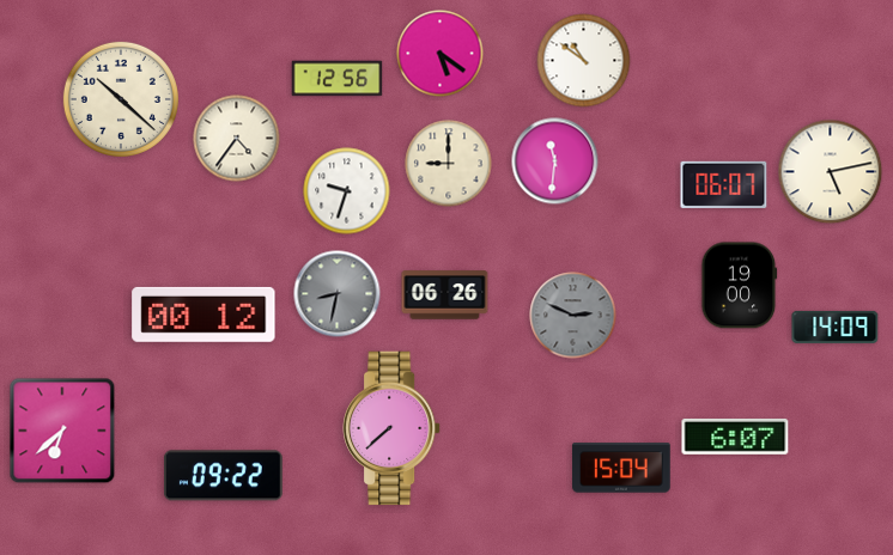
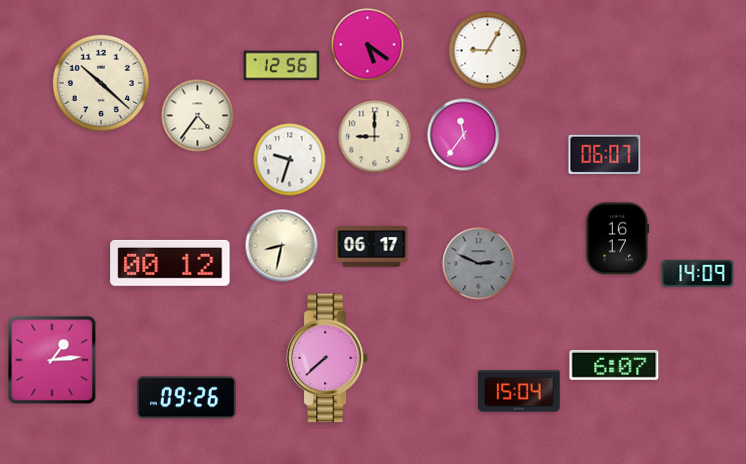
clock at (584, 61): 10:51 -> 9:05
clock at (555, 161): 11:31 -> 11:36
clock at (831, 172): 5:13 -> none
clock at (740, 286): 19:00 -> 16:17
clock at (338, 294) dial: grey -> cream
clock at (445, 295): 06:26 -> 06:17
clock at (62, 431): 6:38 -> 1:14
clock at (223, 476): 09:22 -> 09:26
